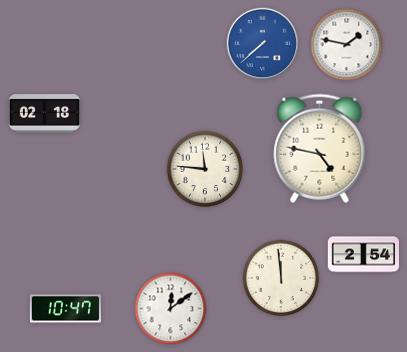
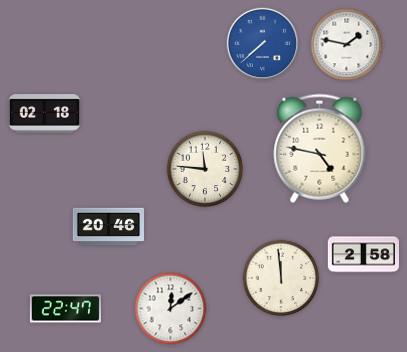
clock at (109, 227): none -> 20:46
clock at (363, 255): 2:54 -> 2:58
clock at (65, 309): 10:47 -> 22:47
